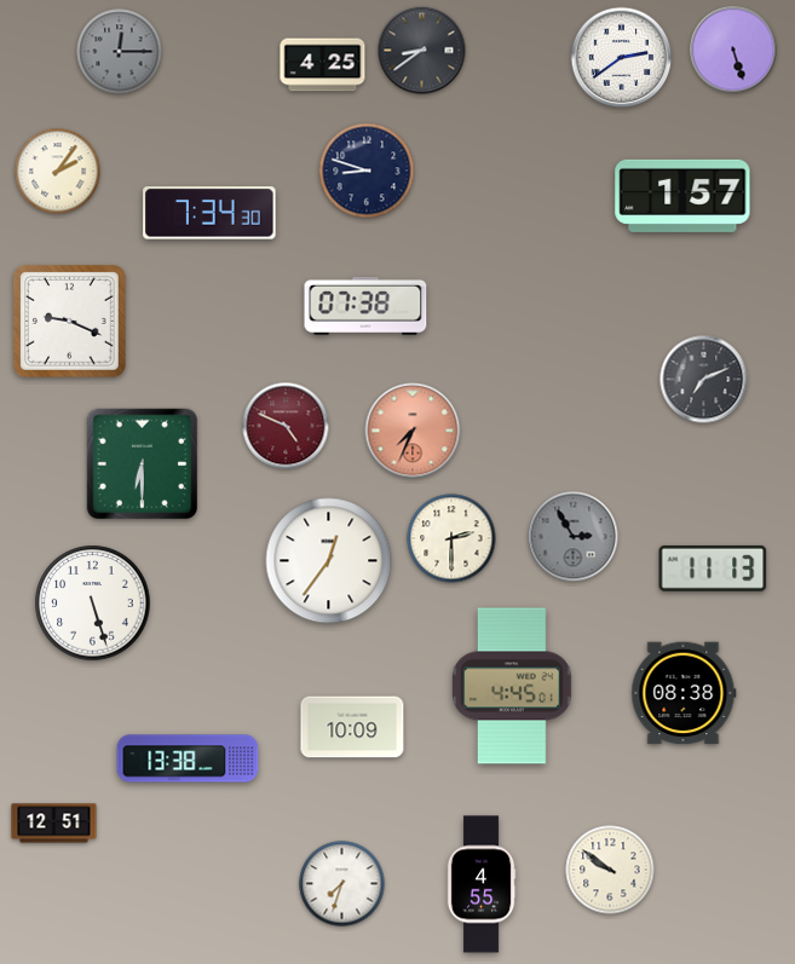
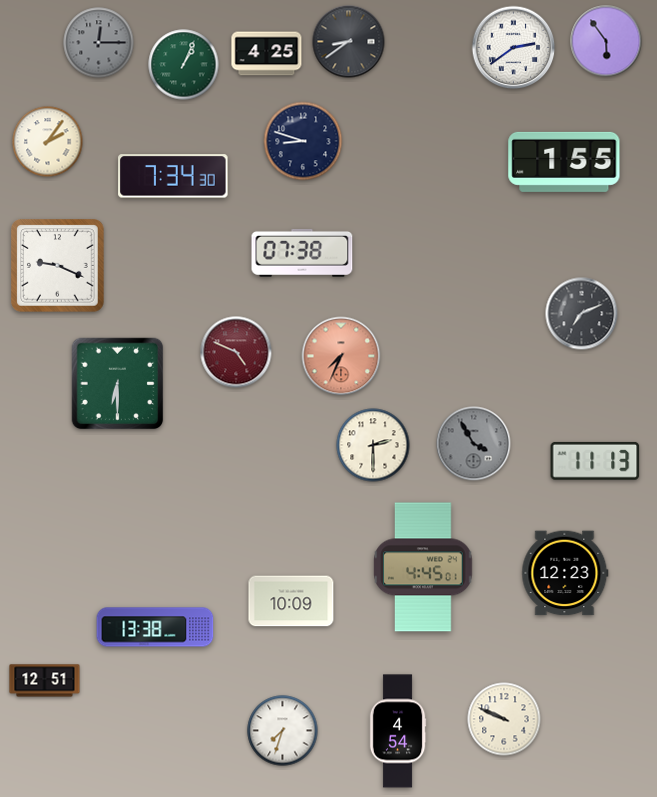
clock at (733, 50): 5:27 -> 5:54
clock at (184, 65): none -> 1:04
clock at (682, 196): 1:57 -> 1:55
clock at (574, 537): 2:55 -> 3:55
clock at (329, 561): 12:36 -> none
clock at (713, 568) position: (713, 568) -> (595, 461)
clock at (93, 604): 5:27 -> none
clock at (684, 693): 08:38 -> 12:23
clock at (610, 870): 9:51 -> 9:49
clock at (482, 884): 4:55 -> 4:54
